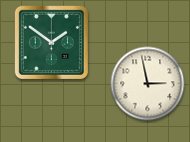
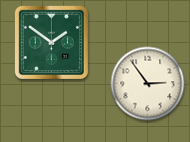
clock at (148, 84): 2:58 -> 2:54
